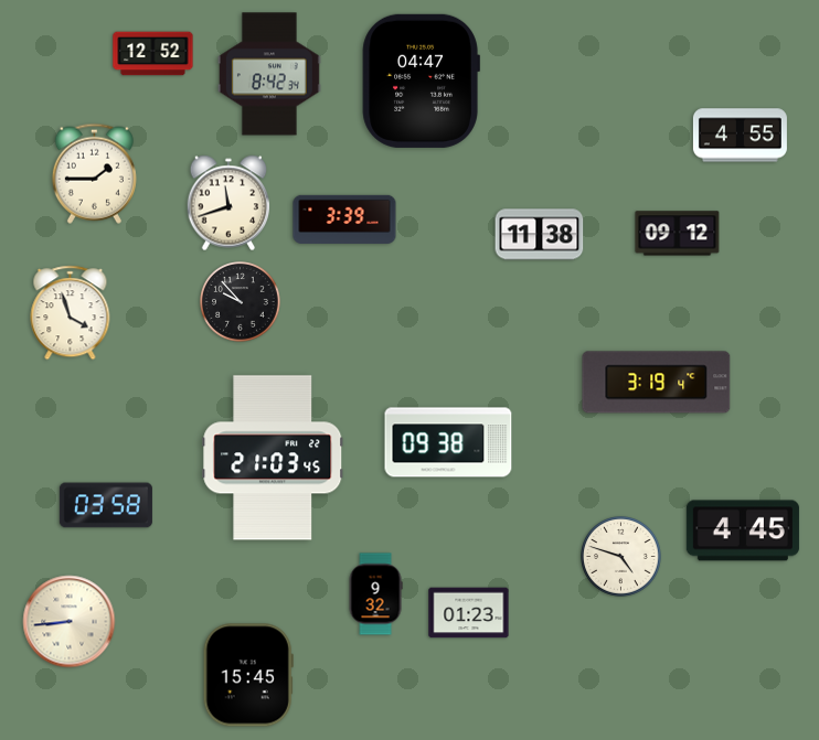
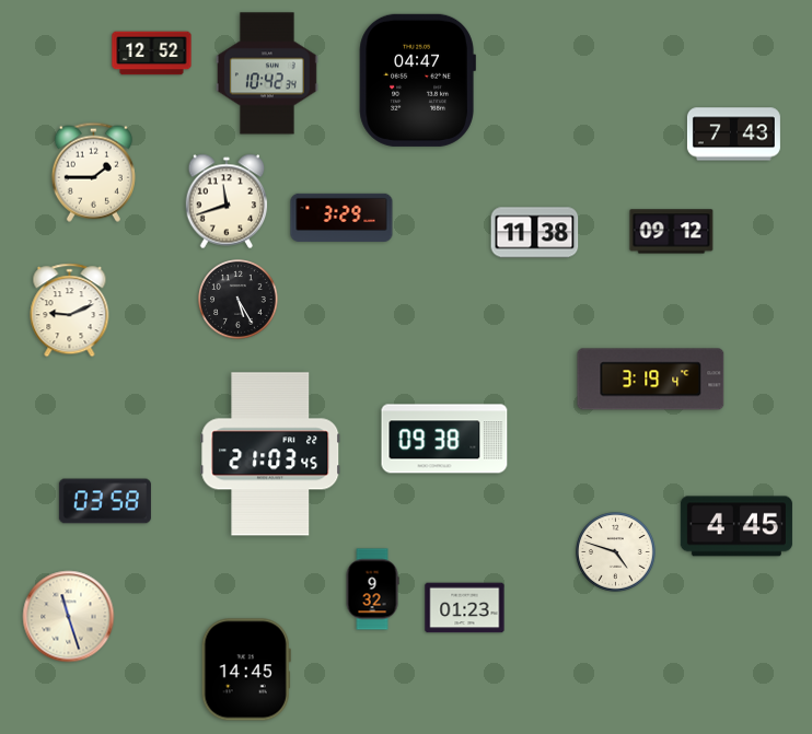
clock at (269, 74): 8:42 -> 10:42
clock at (740, 136): 4:55 -> 7:43
clock at (344, 219): 3:39 -> 3:29
clock at (241, 302): 9:53 -> 5:25
clock at (71, 313): 3:57 -> 9:11
clock at (70, 622): 8:44 -> 11:27
clock at (248, 675): 15:45 -> 14:45
